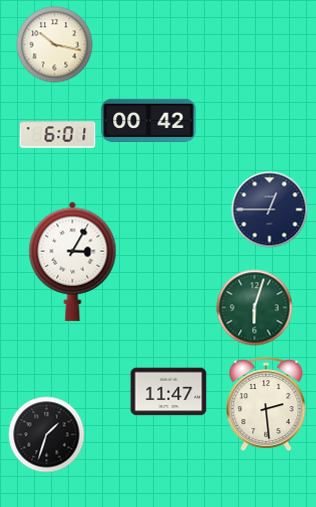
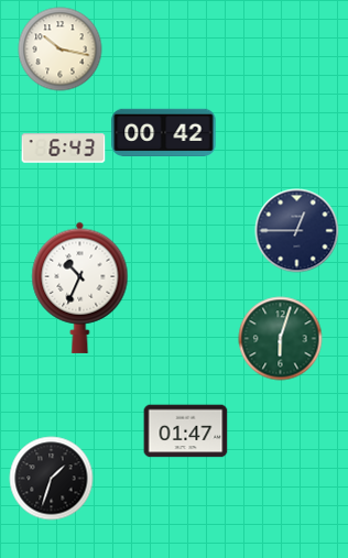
clock at (58, 135): 6:01 -> 6:43
clock at (73, 261): 3:05 -> 10:34
clock at (169, 392): 11:47 -> 01:47
clock at (266, 405): 2:29 -> none
